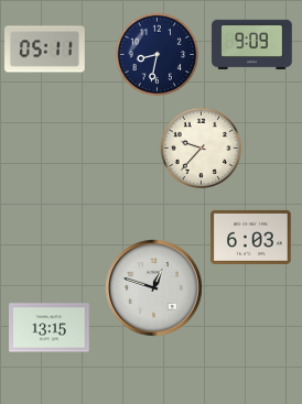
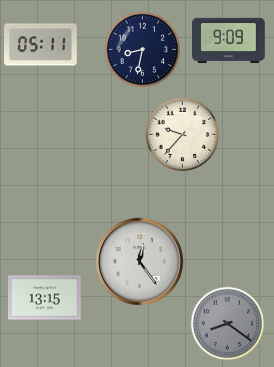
clock at (251, 237): 6:03 -> none
clock at (154, 288): 12:48 -> 12:24
clock at (228, 324): none -> 8:21
